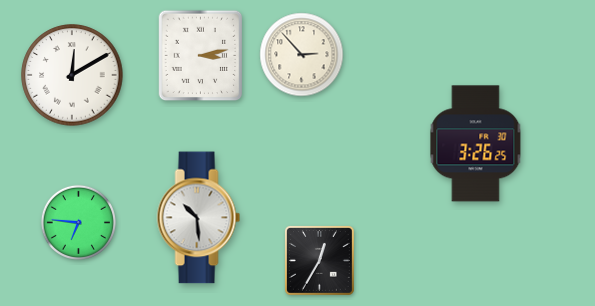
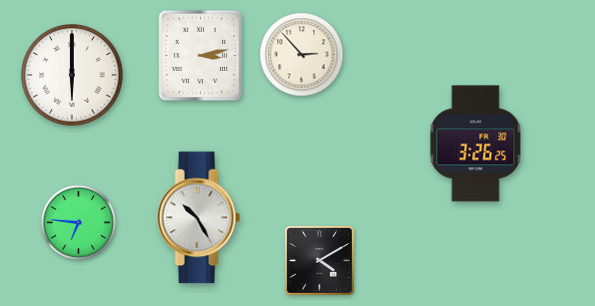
clock at (72, 75): 12:10 -> 6:00
clock at (199, 218): 10:29 -> 10:25
clock at (319, 260): 12:35 -> 4:10
